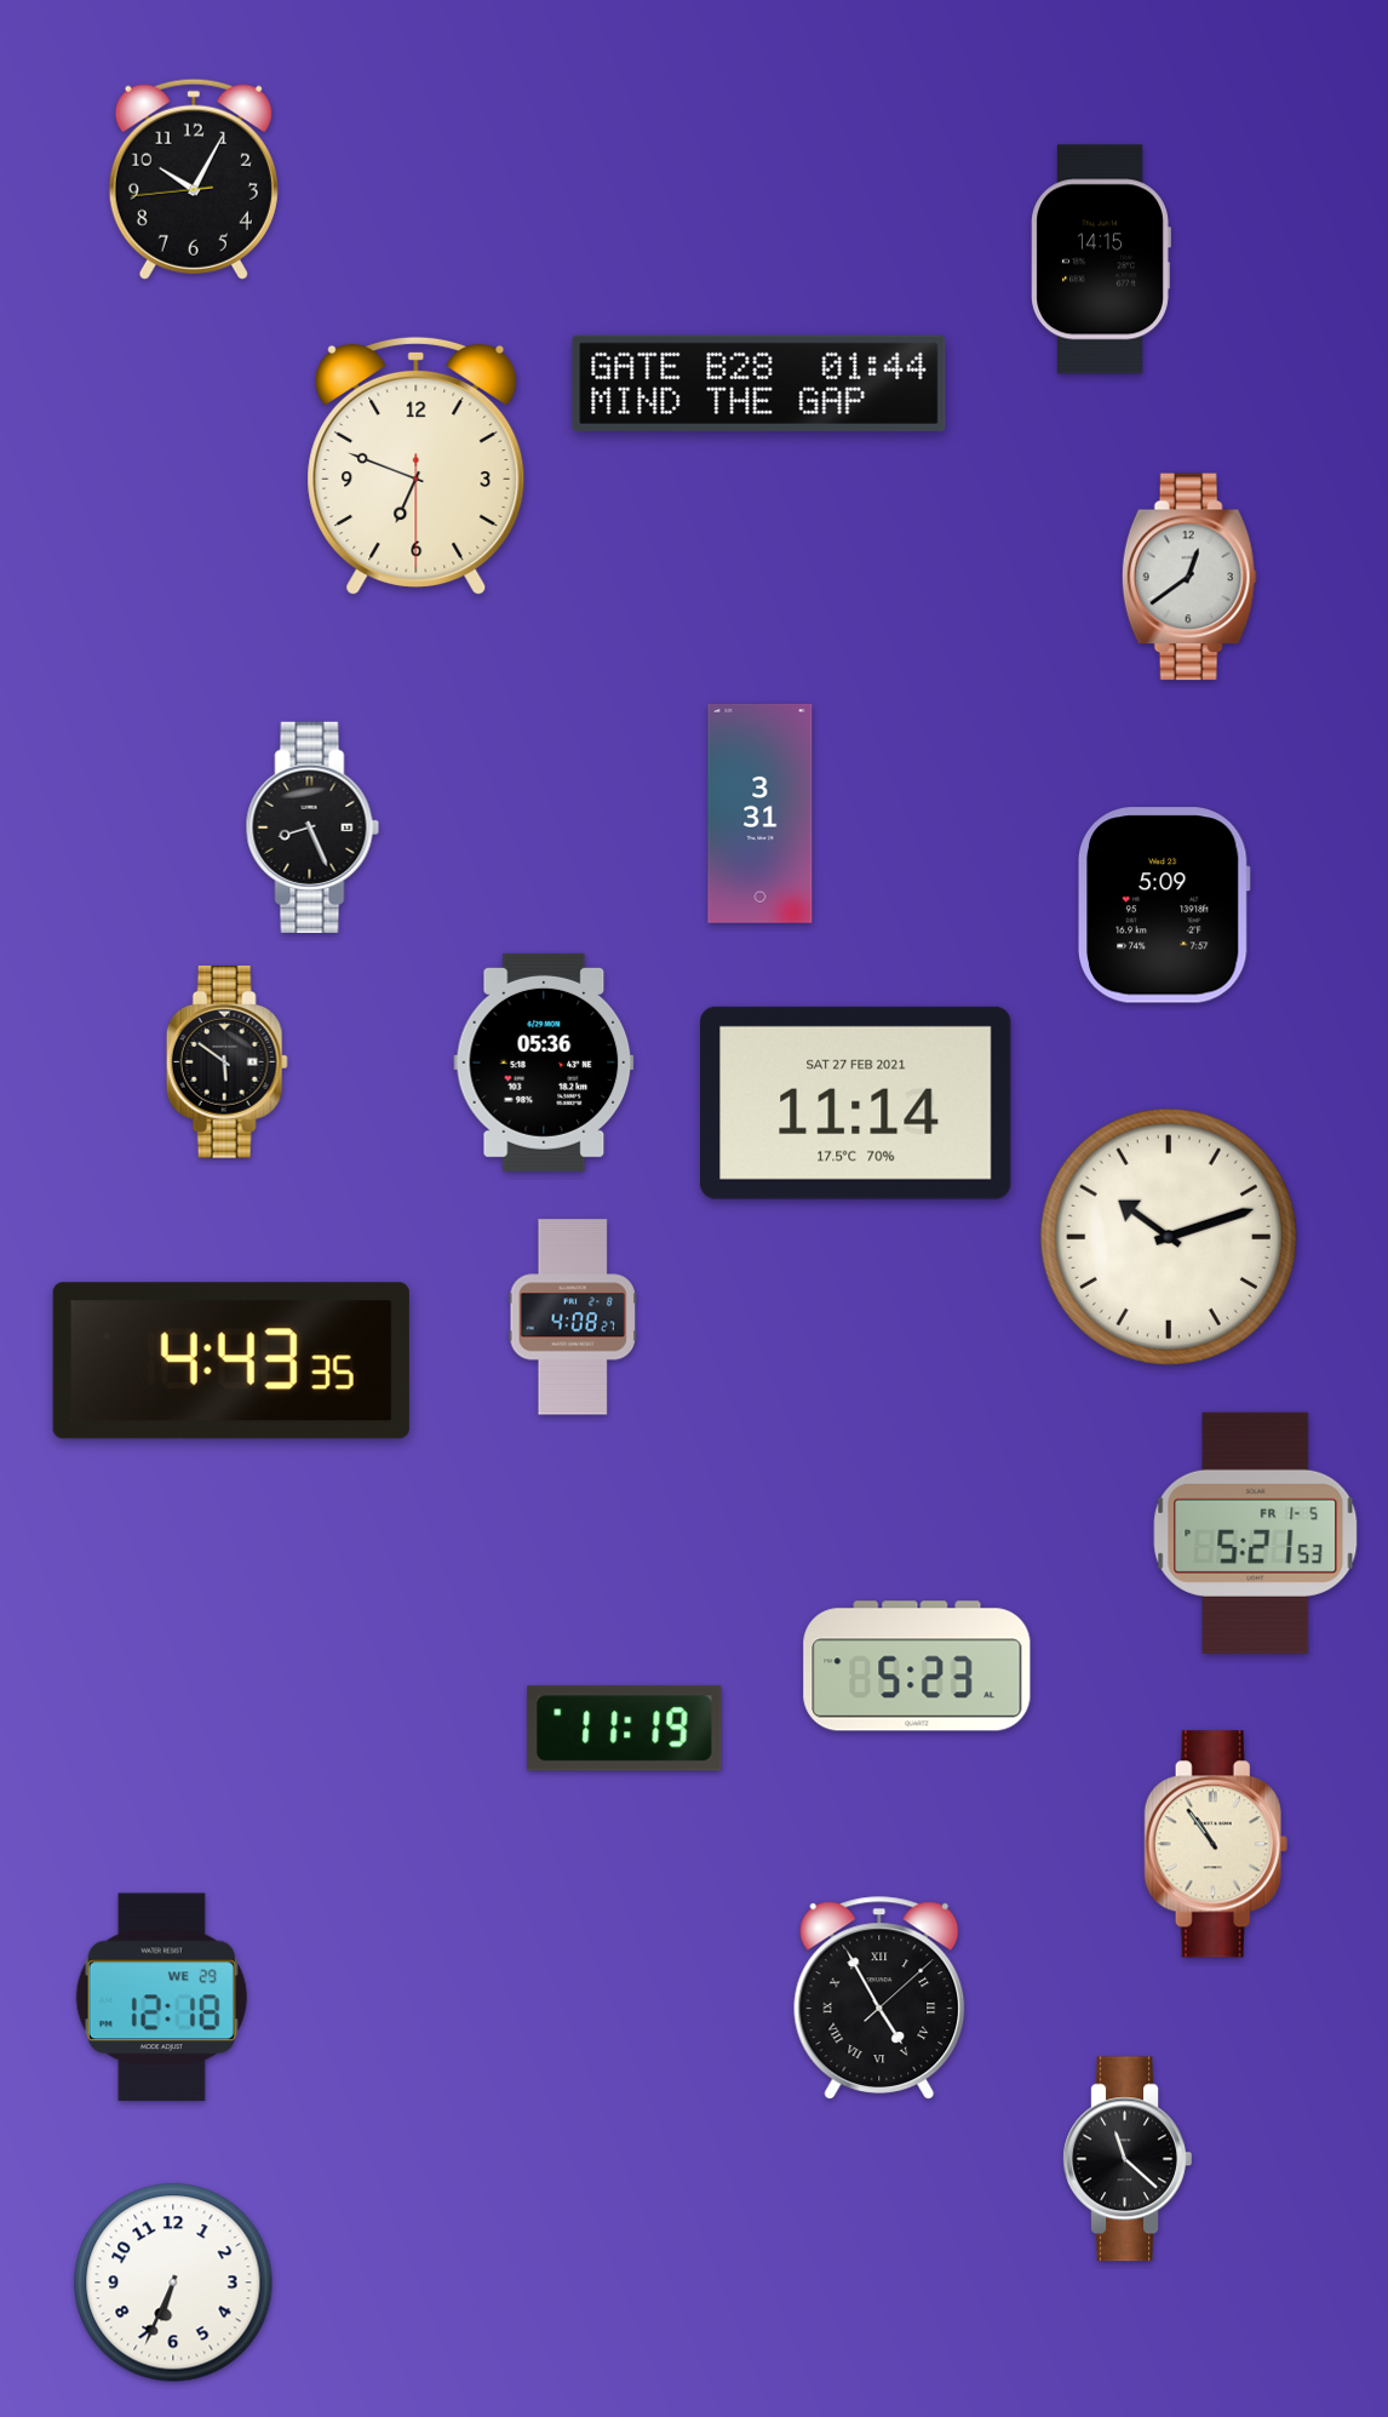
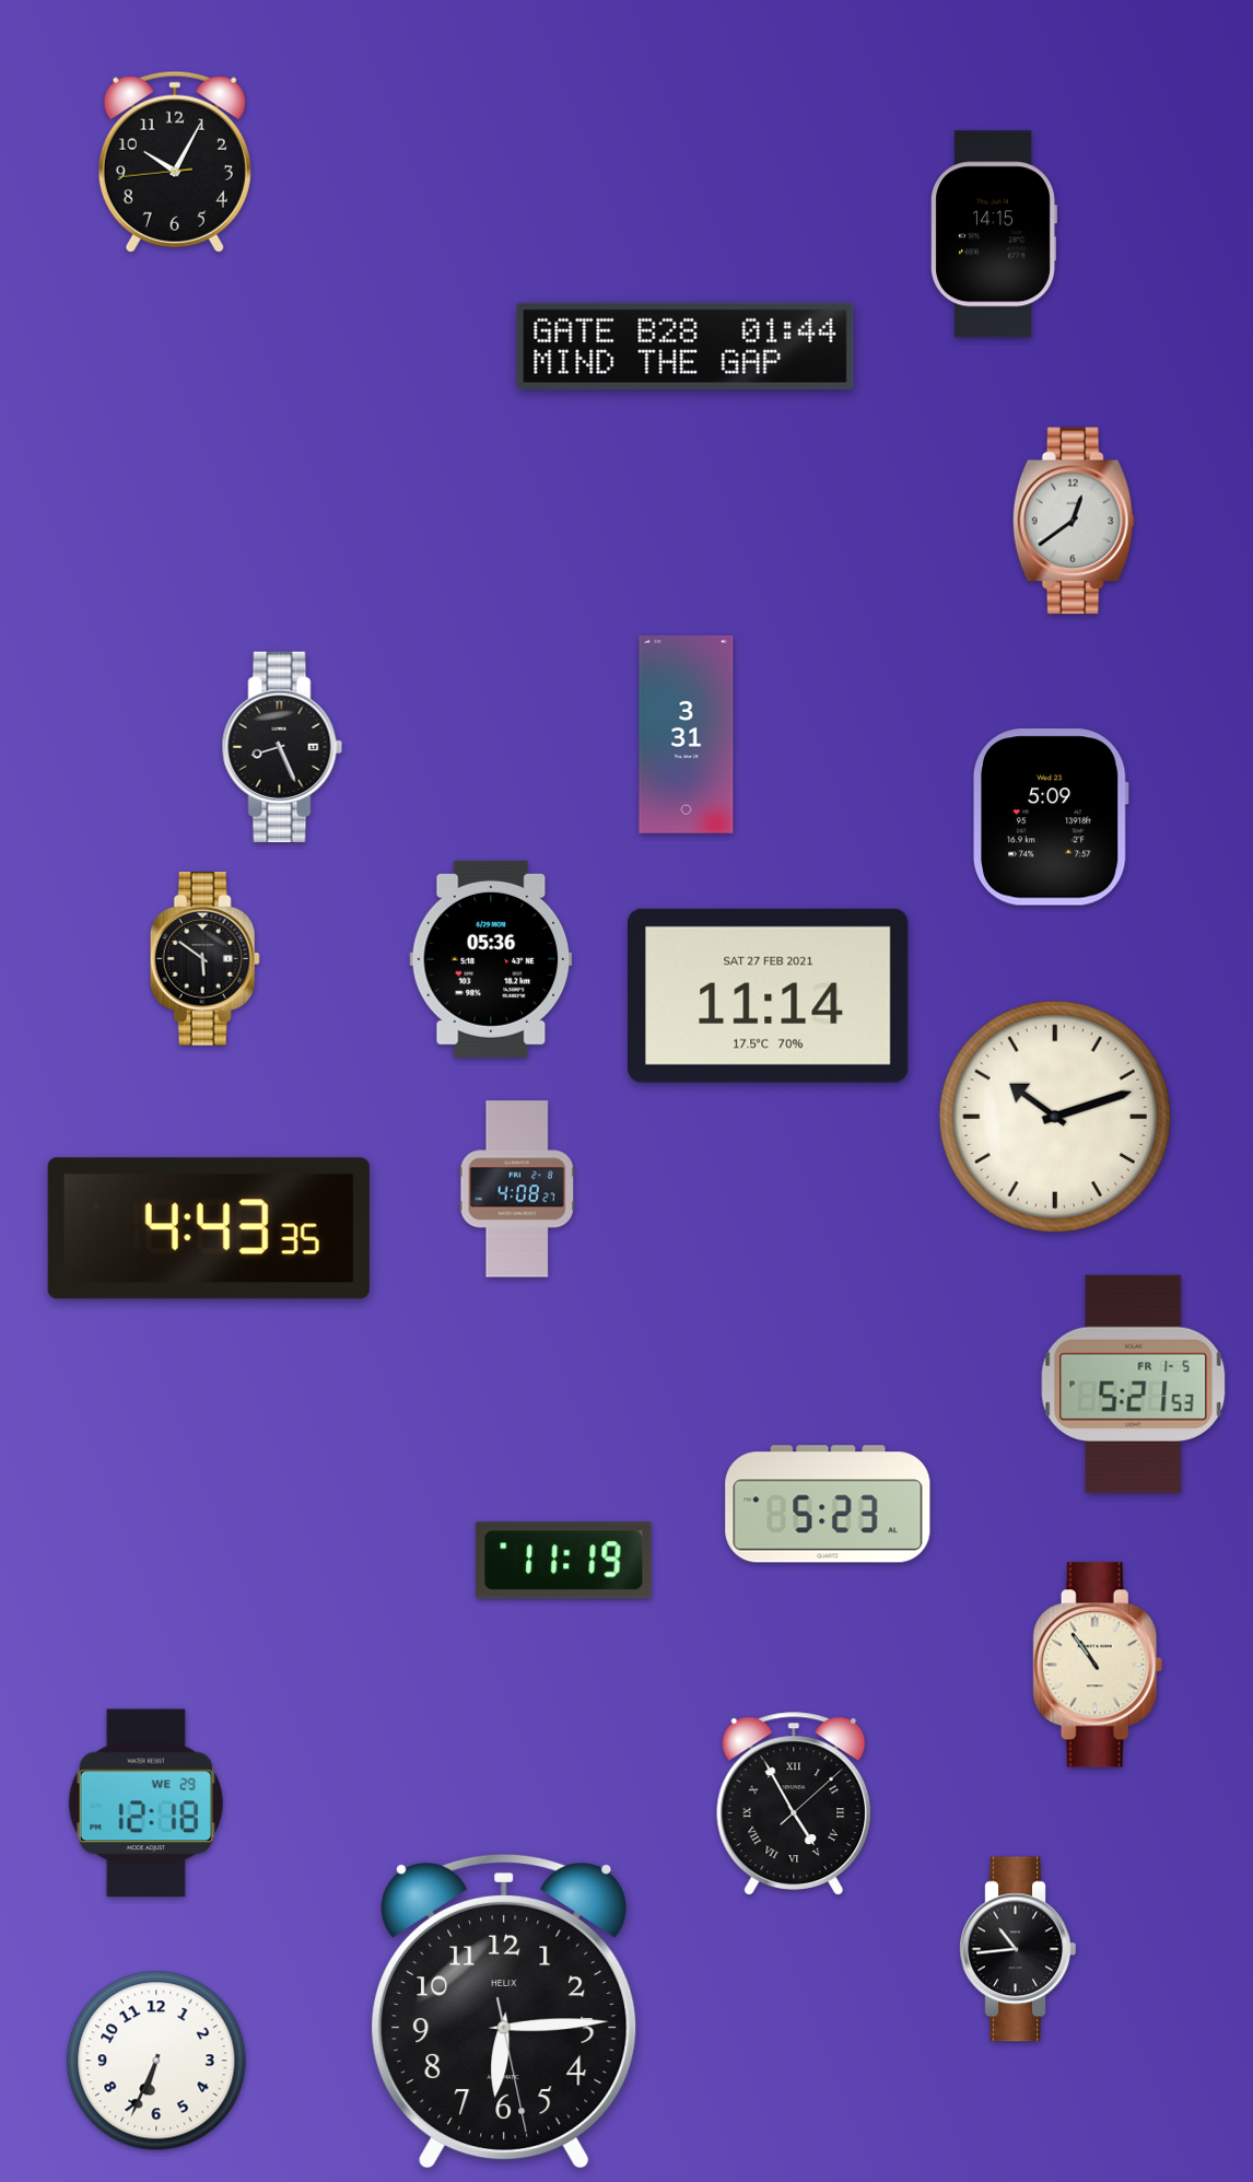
clock at (417, 466): 6:48 -> none
clock at (856, 1102) position: (856, 1102) -> (769, 995)
clock at (1128, 2159): 11:22 -> 10:44
clock at (504, 2011): none -> 6:14
